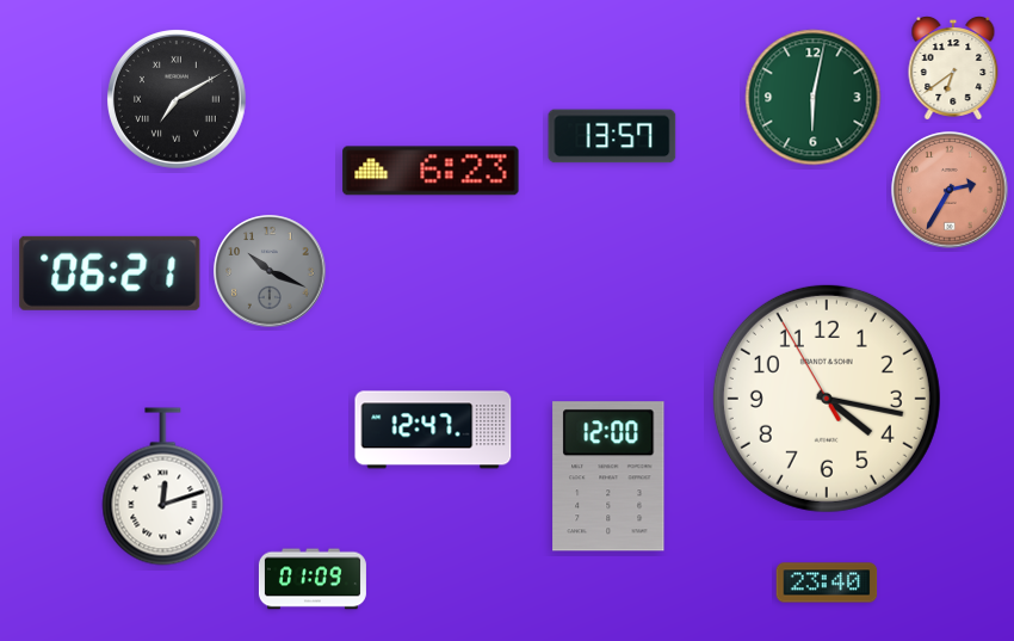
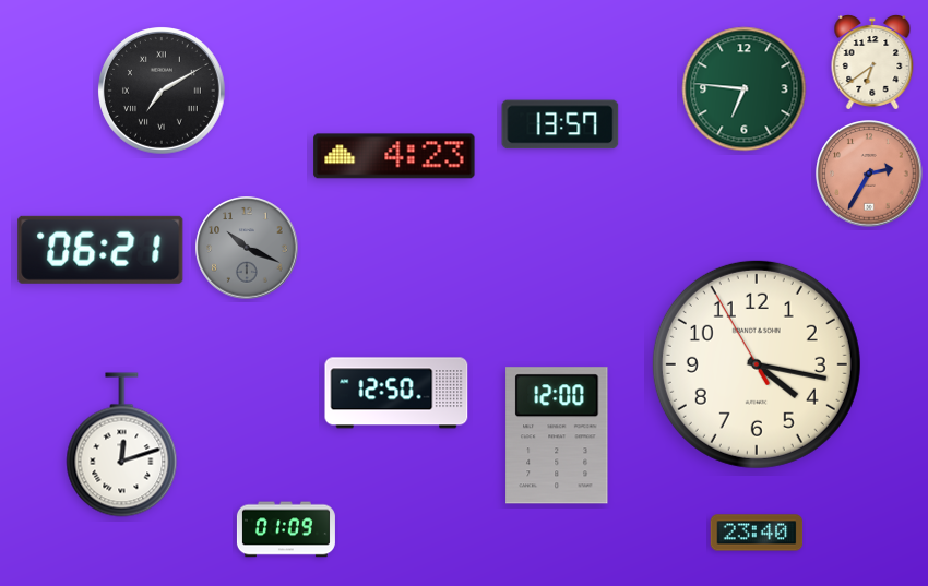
clock at (814, 98): 6:02 -> 6:46
clock at (431, 171): 6:23 -> 4:23
clock at (433, 430): 12:47 -> 12:50
clock at (163, 487) position: (163, 487) -> (122, 445)
